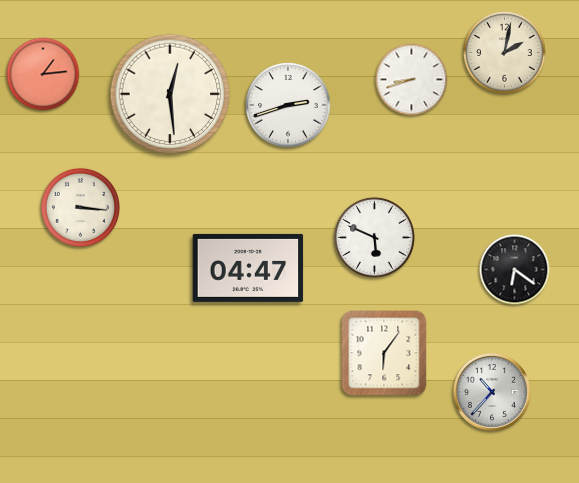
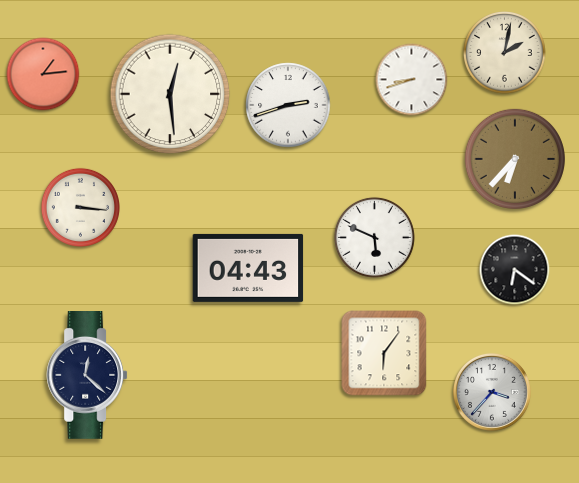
clock at (515, 159): none -> 6:37
clock at (248, 268): 04:47 -> 04:43
clock at (87, 376): none -> 12:22
clock at (492, 392): 10:37 -> 3:37
